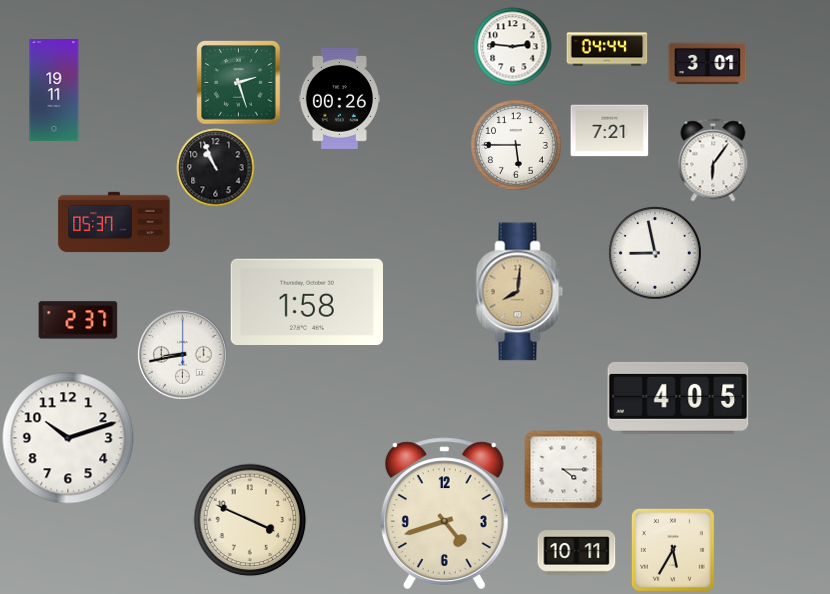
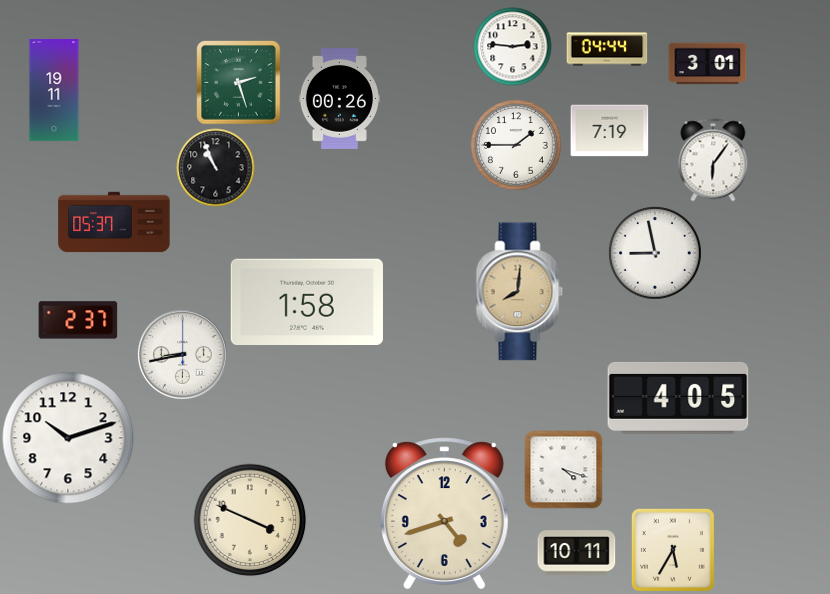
clock at (609, 131): 7:21 -> 7:19
clock at (516, 145): 5:45 -> 1:45
clock at (563, 469): 4:15 -> 4:18
